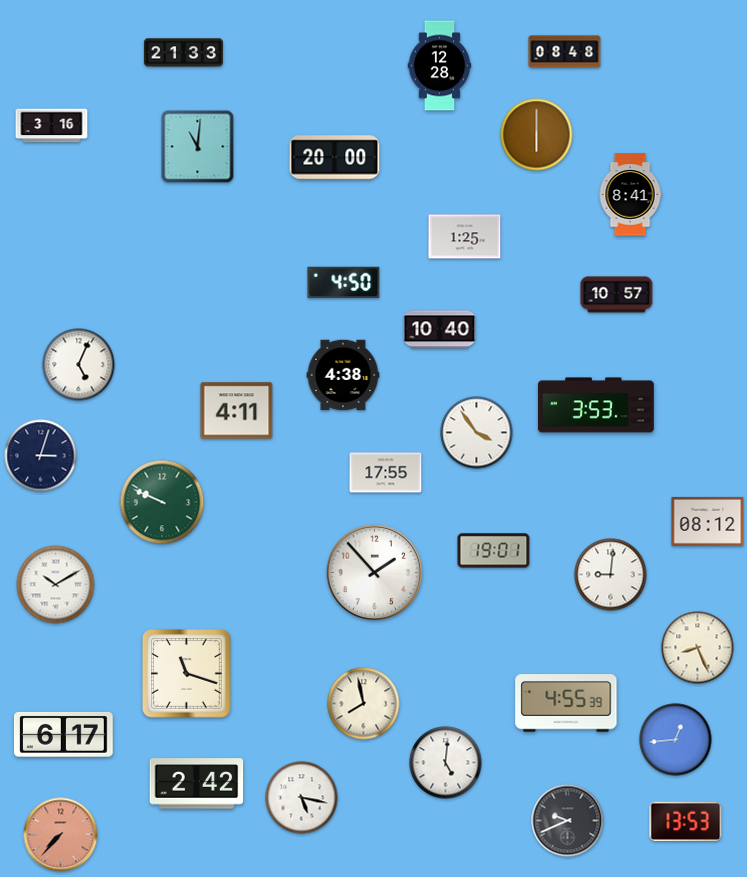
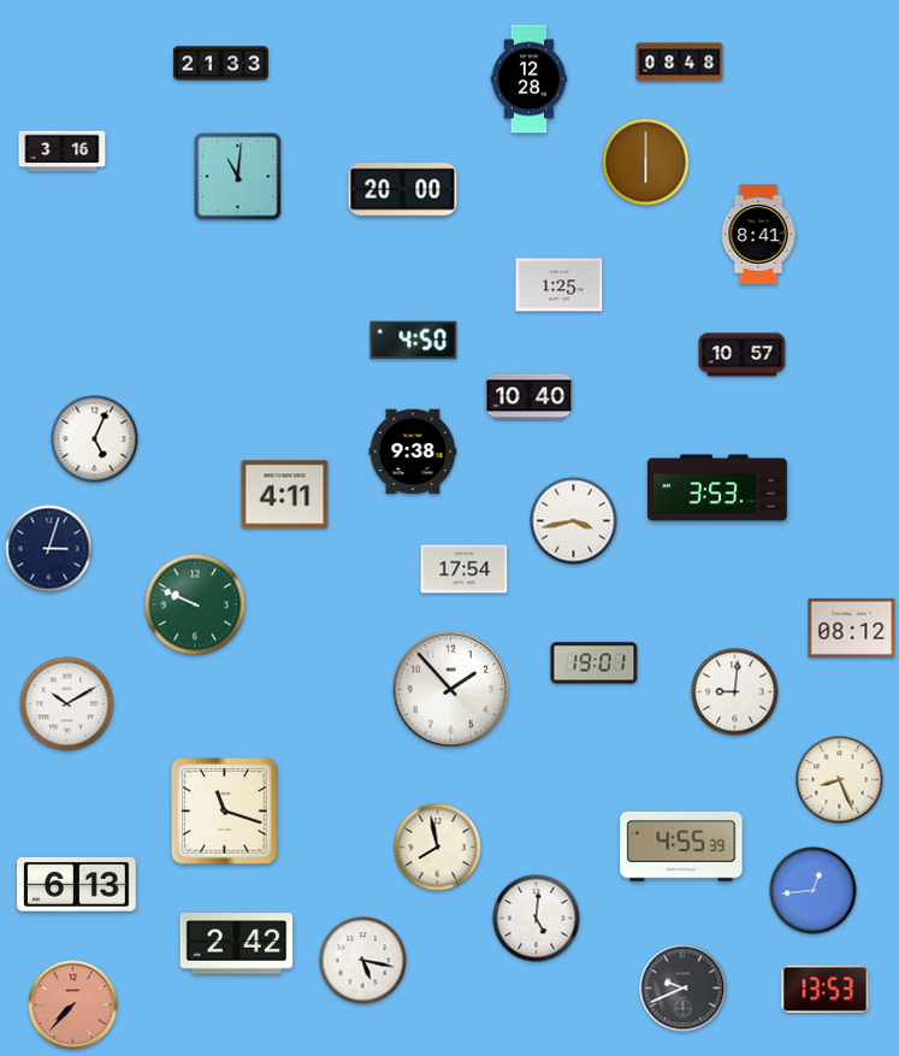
clock at (343, 375): 4:38 -> 9:38
clock at (477, 433): 3:54 -> 3:43
clock at (386, 473): 17:55 -> 17:54
clock at (64, 735): 6:17 -> 6:13
